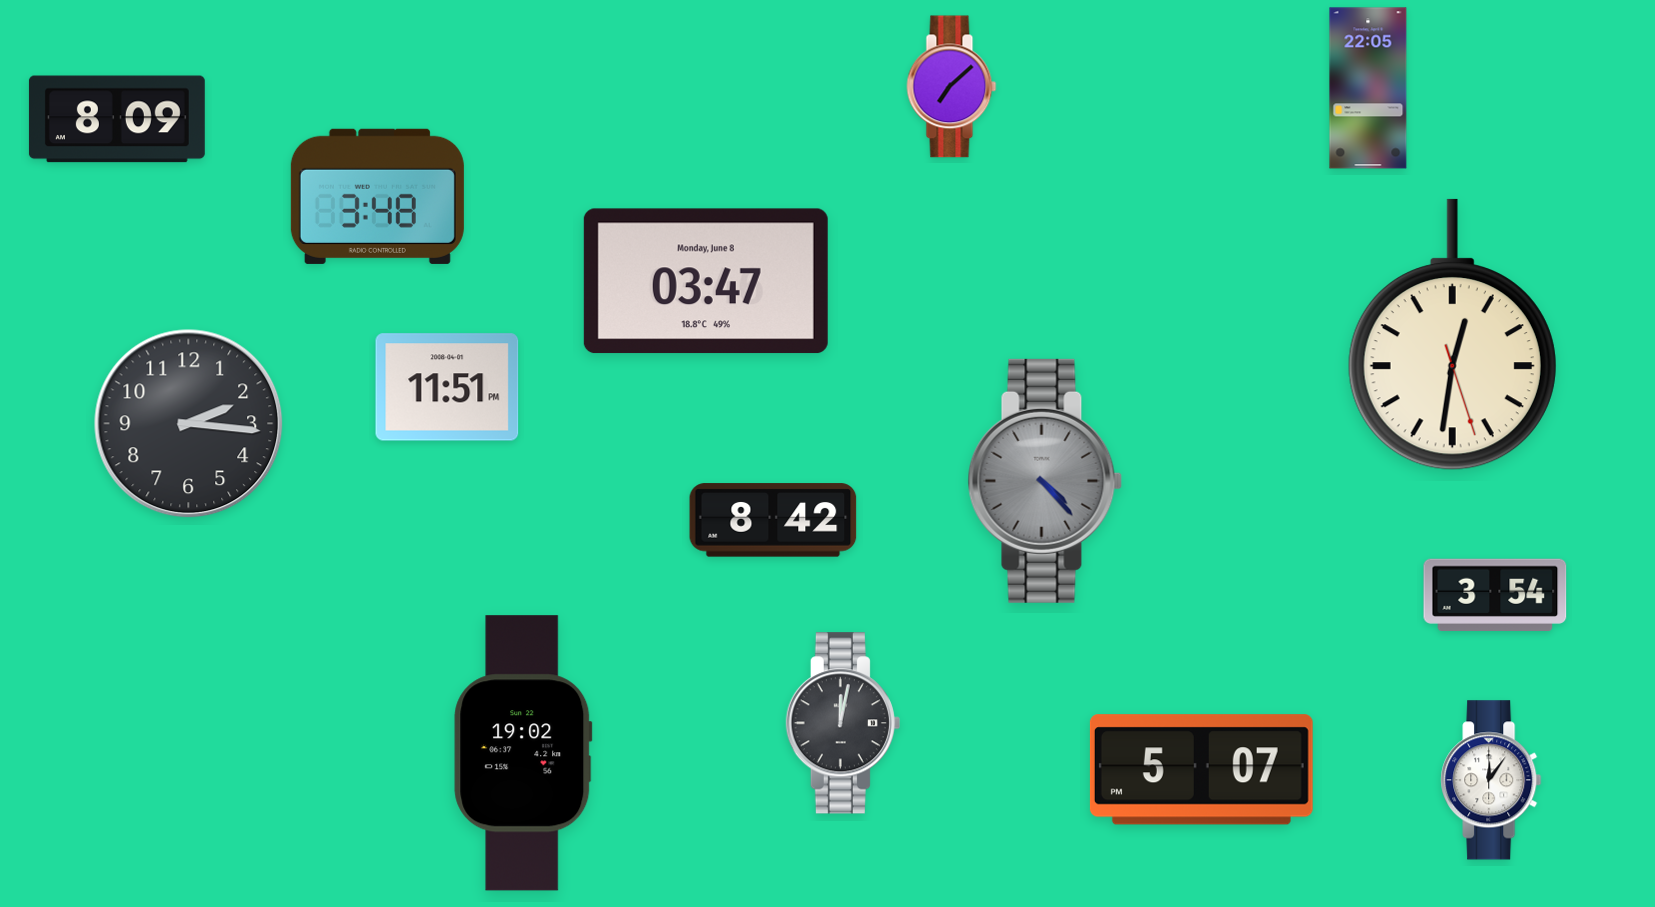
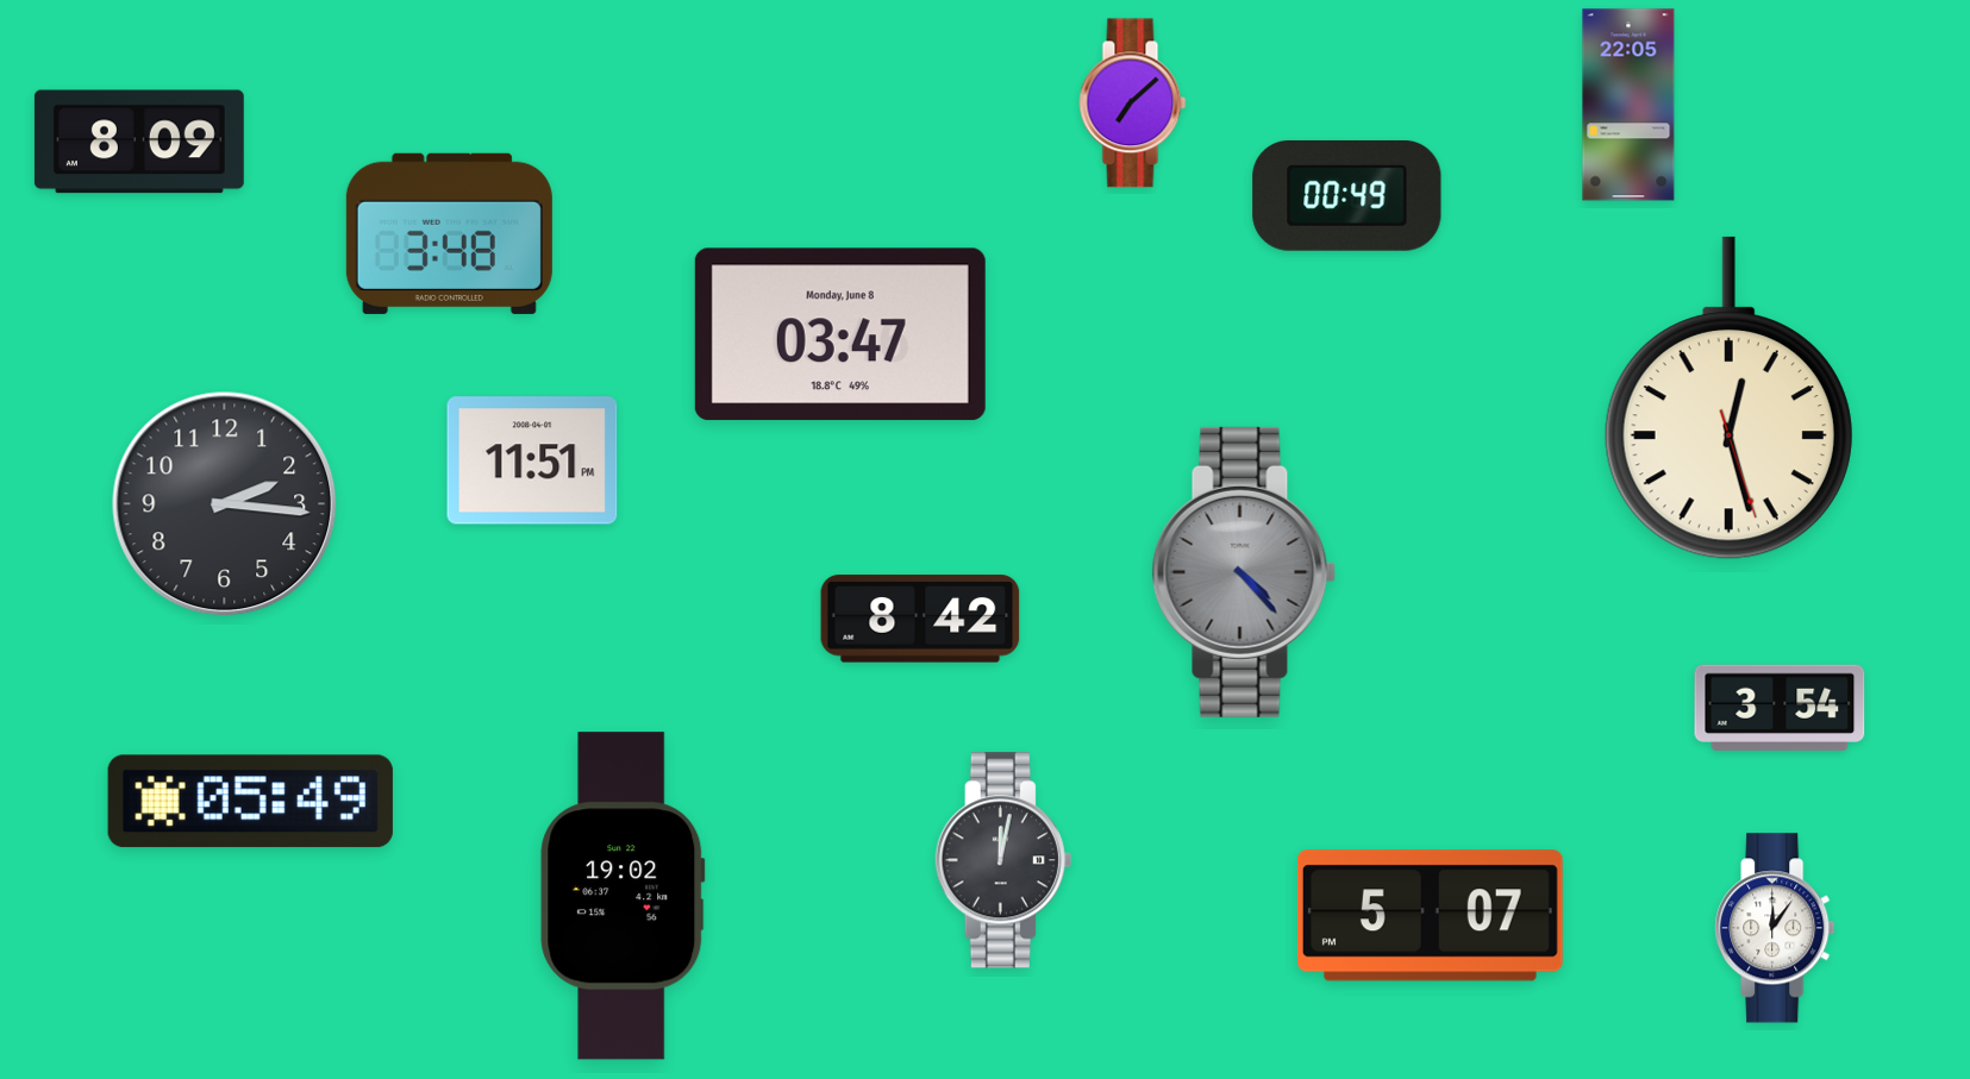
clock at (1347, 195): none -> 00:49
clock at (1452, 335): 12:31 -> 12:27
clock at (250, 802): none -> 05:49
